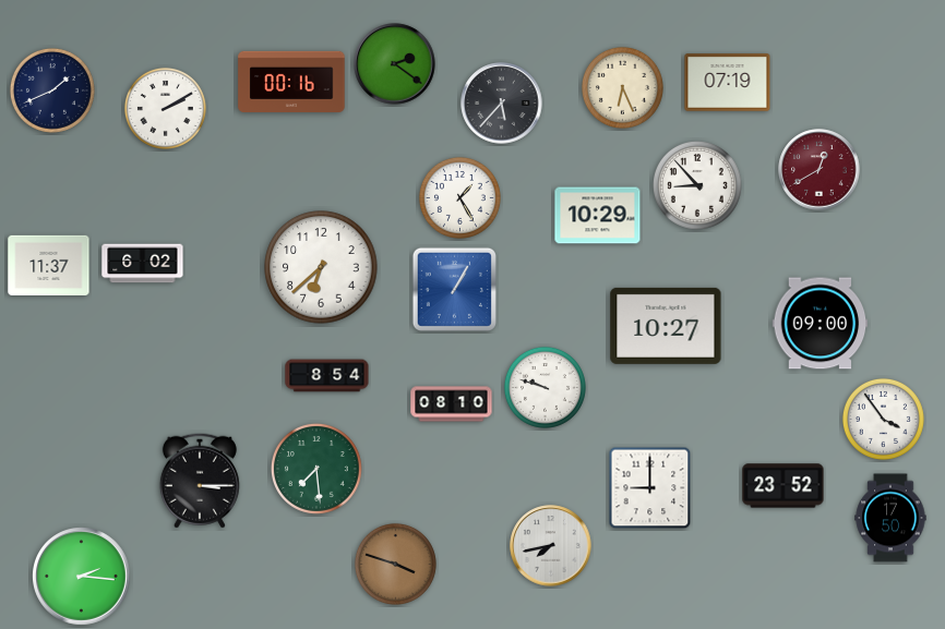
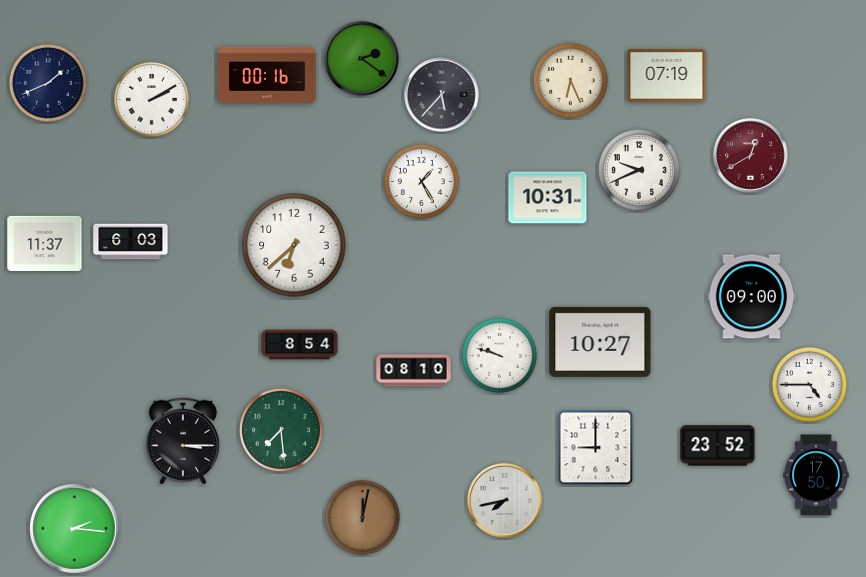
clock at (502, 104) position: (502, 104) -> (442, 95)
clock at (697, 185): 8:53 -> 9:41
clock at (598, 216): 10:29 -> 10:31
clock at (143, 264): 6:02 -> 6:03
clock at (454, 289): 1:05 -> none
clock at (666, 326) position: (666, 326) -> (600, 342)
clock at (883, 419): 3:54 -> 4:45
clock at (318, 470) position: (318, 470) -> (282, 431)
clock at (395, 564): 3:48 -> 12:02
